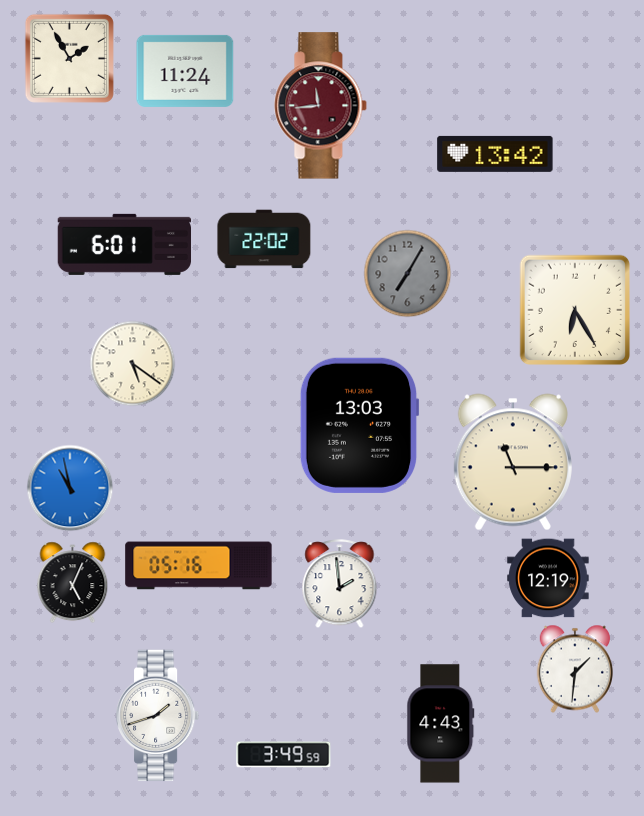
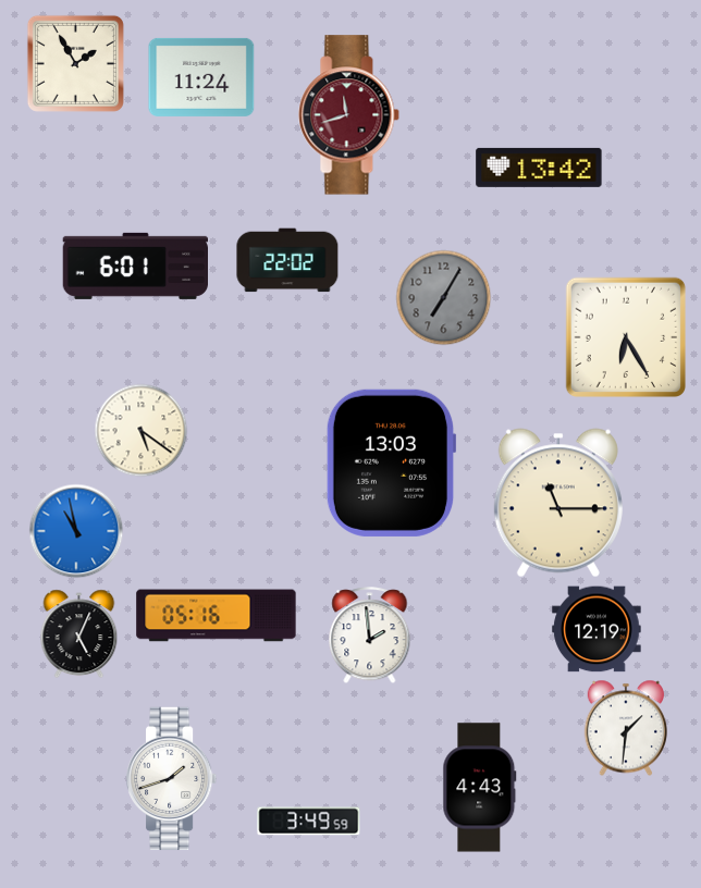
clock at (321, 106): 11:44 -> 11:42
clock at (133, 364) position: (133, 364) -> (142, 431)
